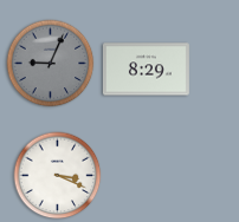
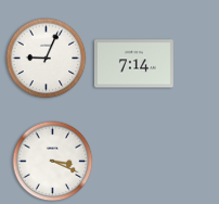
clock at (51, 64) dial: grey -> white
clock at (146, 70): 8:29 -> 7:14
